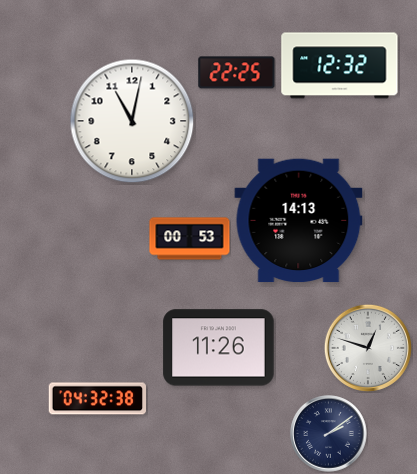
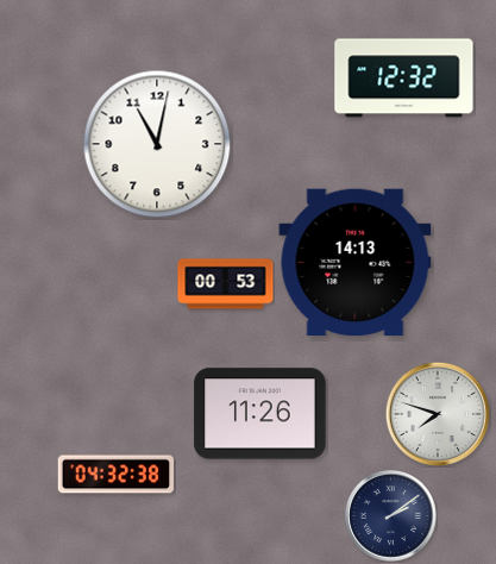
clock at (237, 73): 22:25 -> none
clock at (368, 348): 12:48 -> 7:48
